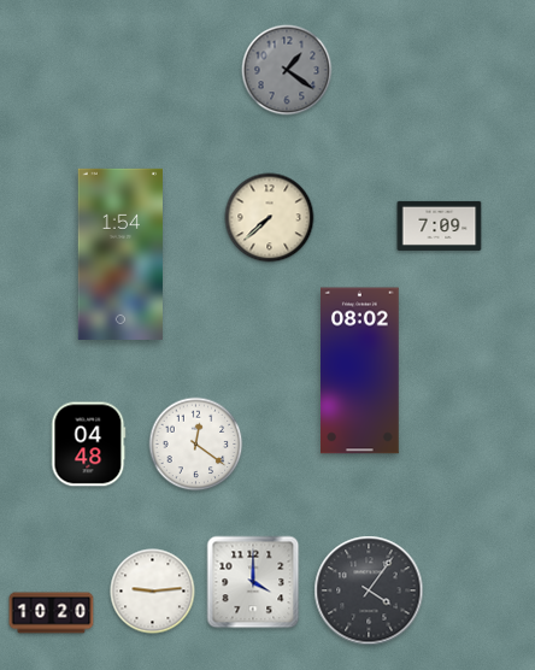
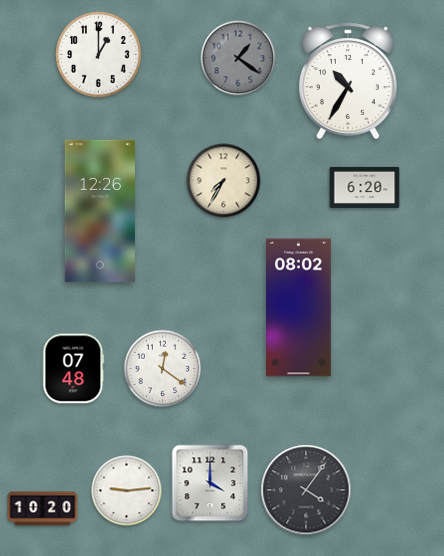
clock at (99, 55): none -> 1:00
clock at (348, 81): none -> 10:35
clock at (270, 218): 7:38 -> 7:35
clock at (440, 225): 7:09 -> 6:20
clock at (119, 254): 1:54 -> 12:26
clock at (89, 445): 04:48 -> 07:48
